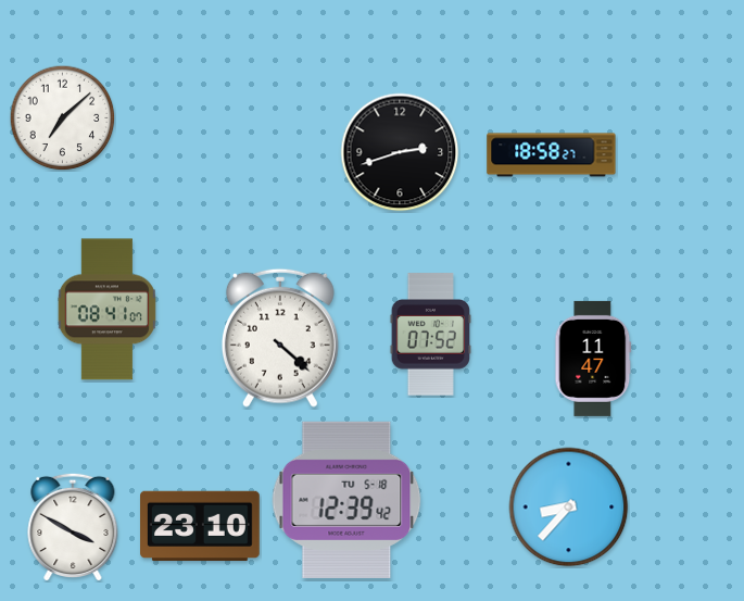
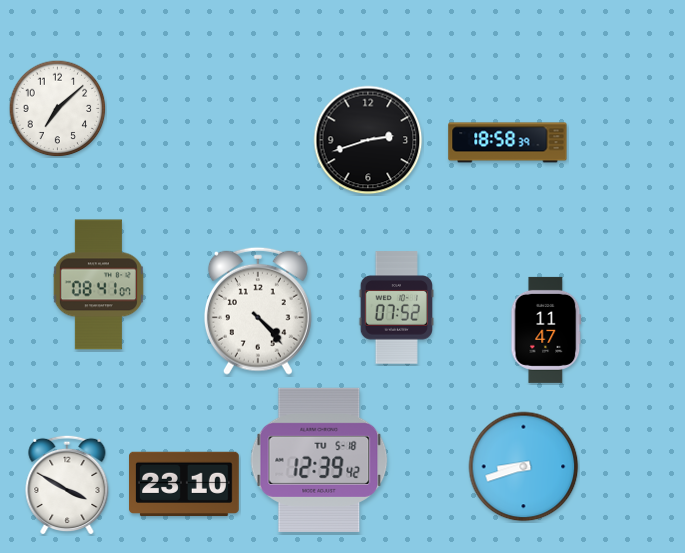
clock at (552, 155): 18:58:27 -> 18:58:39
clock at (280, 338): 4:22 -> 4:23
clock at (569, 508): 8:37 -> 8:42
